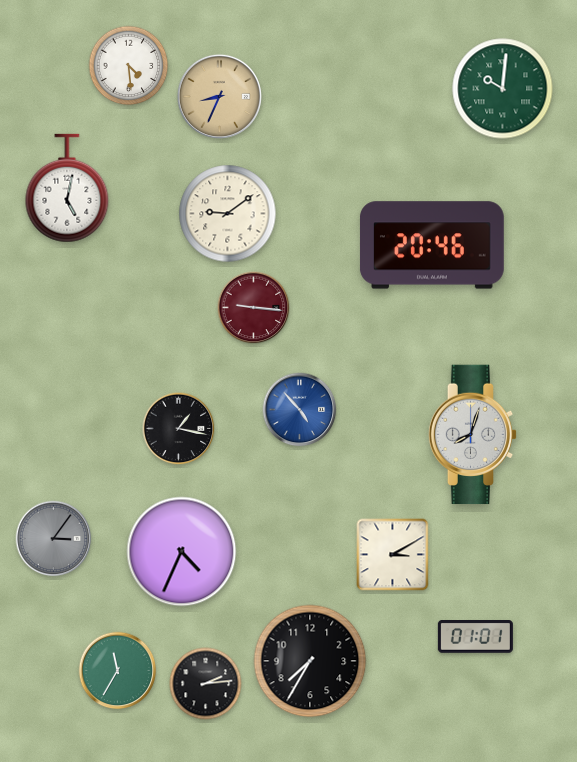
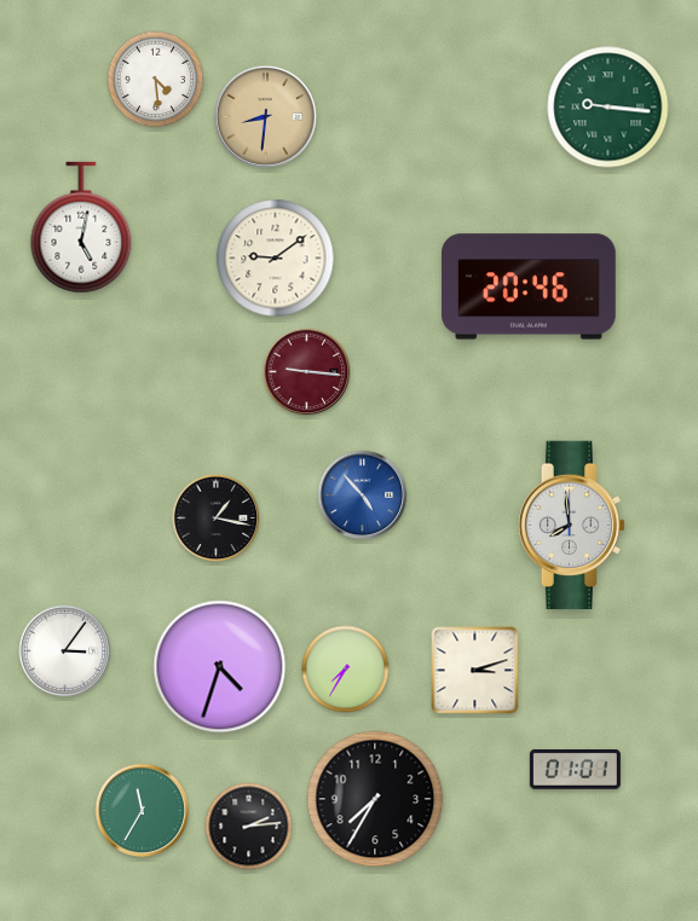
clock at (503, 89): 10:01 -> 9:16
clock at (219, 96): 8:34 -> 8:31
clock at (432, 245) position: (432, 245) -> (529, 286)
clock at (473, 435): 8:03 -> 7:59
clock at (54, 539) dial: grey -> white
clock at (182, 552): 4:34 -> 4:33
clock at (346, 670): none -> 7:35
clock at (393, 555): 3:10 -> 3:12
